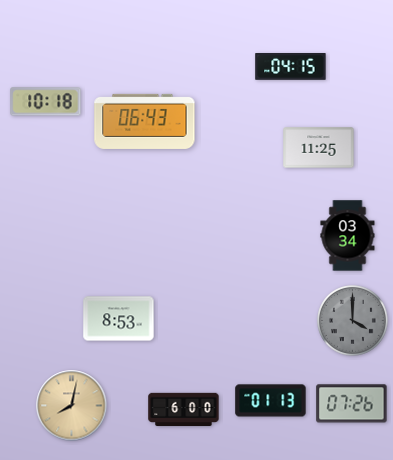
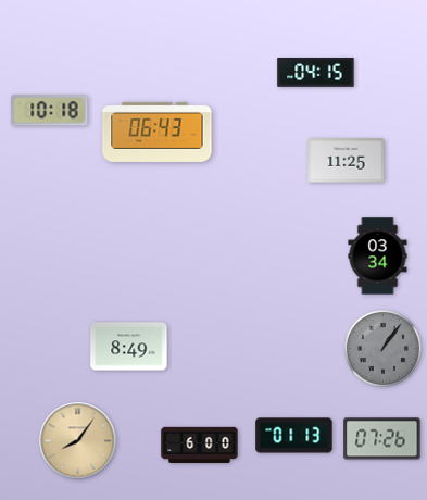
clock at (119, 319): 8:53 -> 8:49
clock at (353, 321): 4:00 -> 1:06
clock at (72, 406): 8:02 -> 8:06
